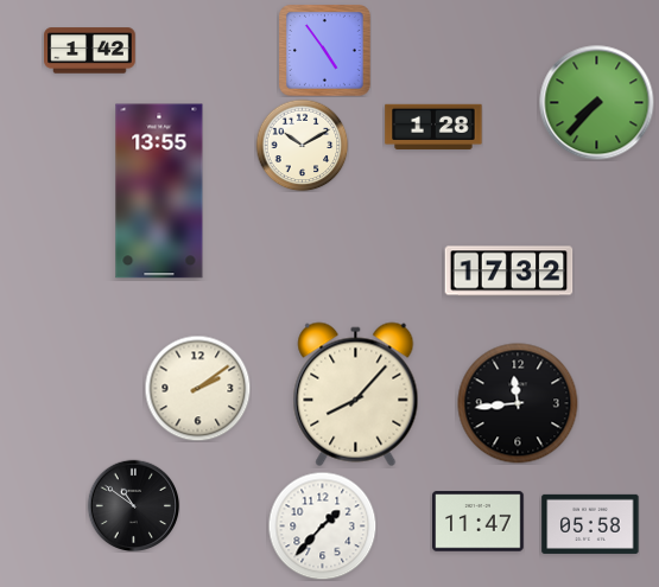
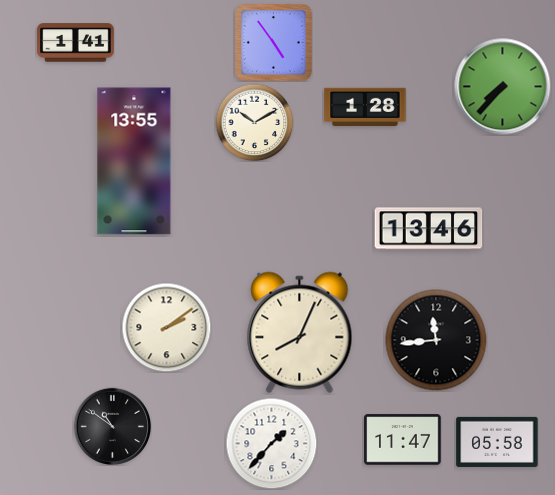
clock at (90, 51): 1:42 -> 1:41
clock at (509, 272): 17:32 -> 13:46
clock at (356, 395): 8:07 -> 8:04
